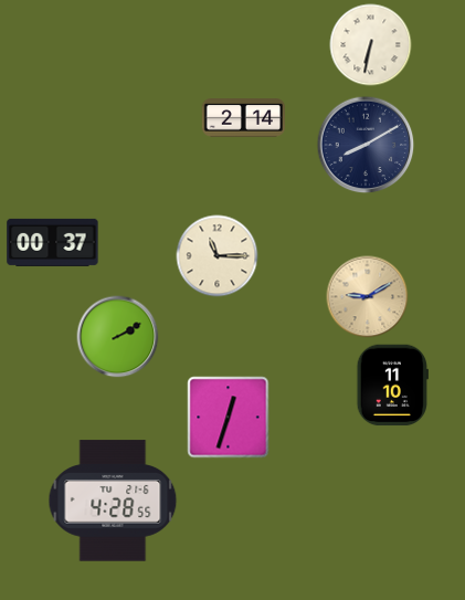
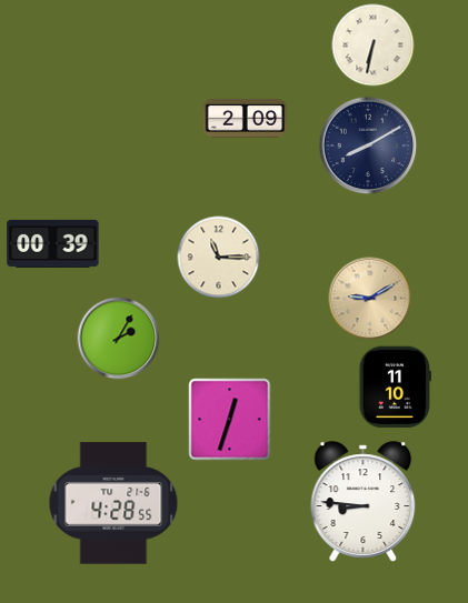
clock at (243, 118): 2:14 -> 2:09
clock at (53, 242): 00:37 -> 00:39
clock at (118, 337): 2:10 -> 2:05
clock at (364, 502): none -> 8:46
